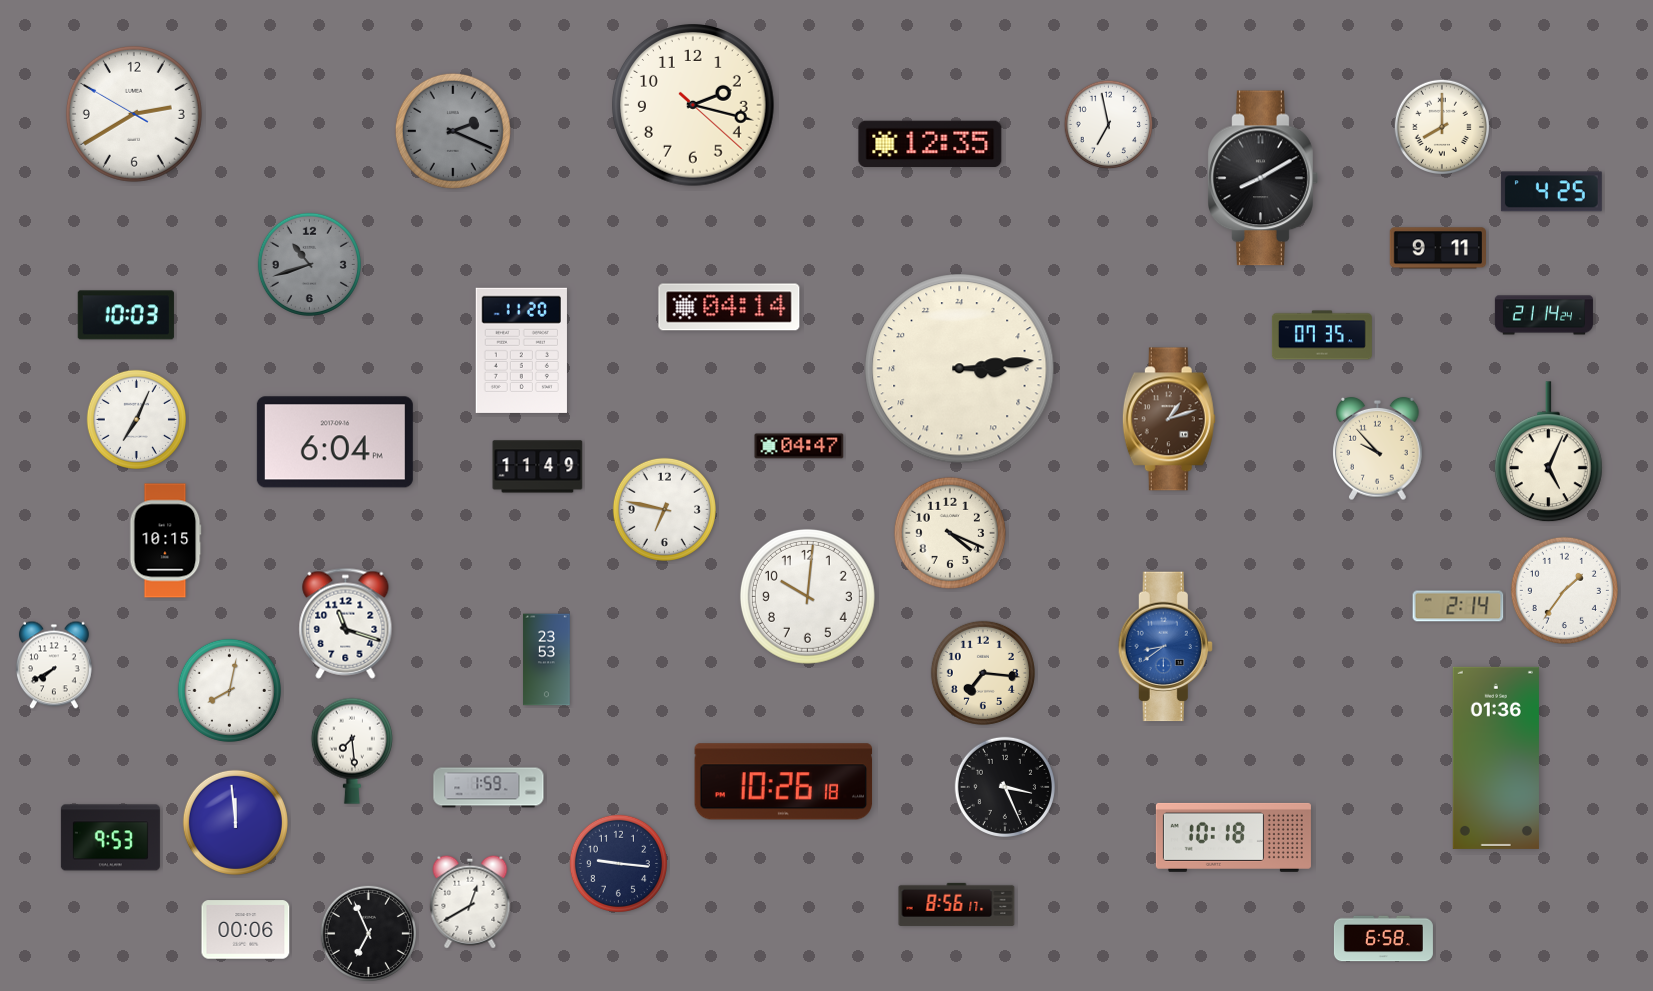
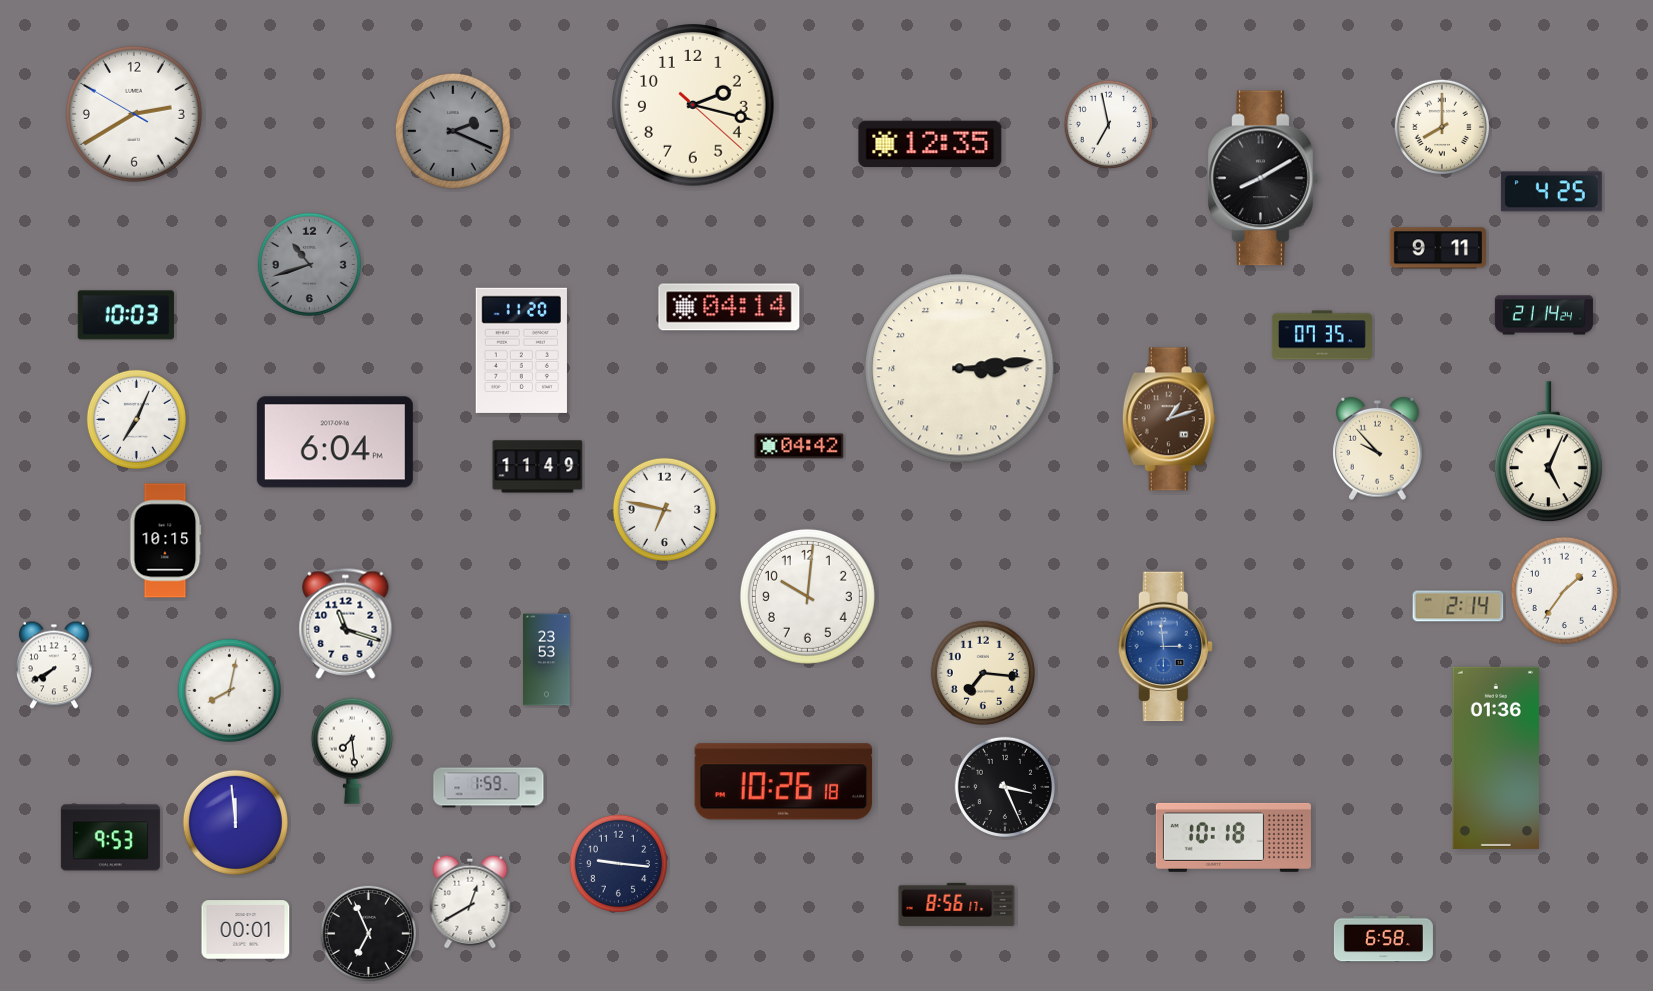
clock at (799, 446): 04:47 -> 04:42
clock at (950, 533): 4:19 -> none
clock at (1165, 647): 8:39 -> 2:59
clock at (246, 930): 00:06 -> 00:01
